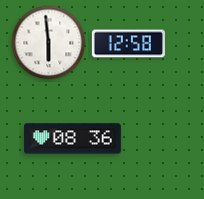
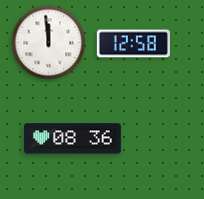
clock at (49, 43): 5:59 -> 11:59
clock at (128, 44) position: (128, 44) -> (133, 44)
